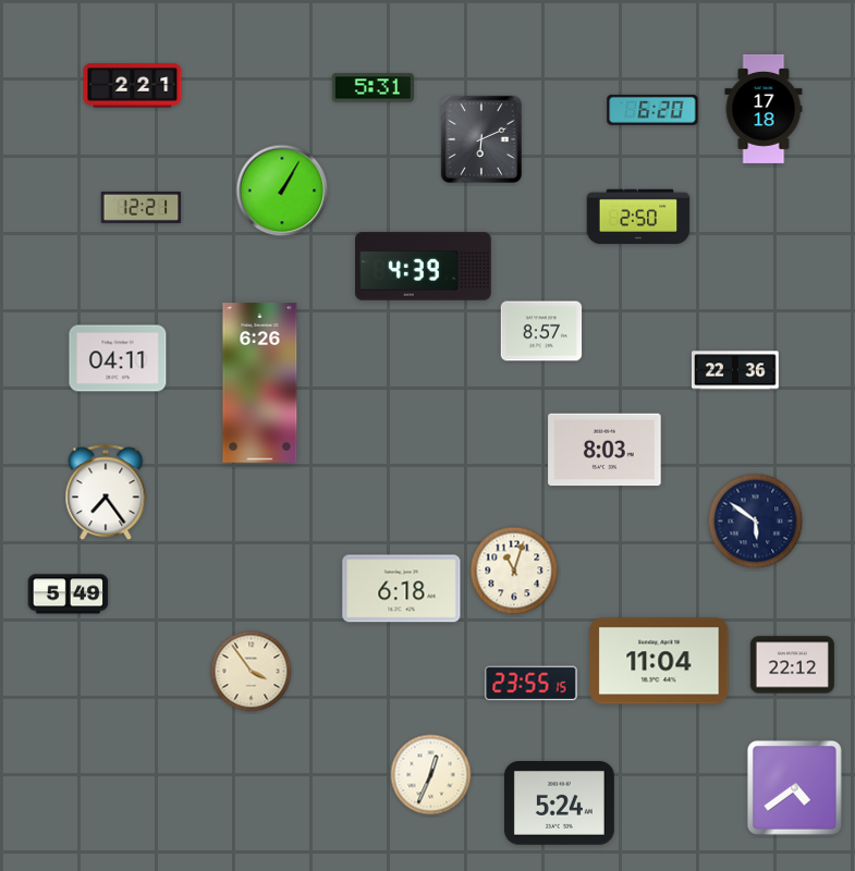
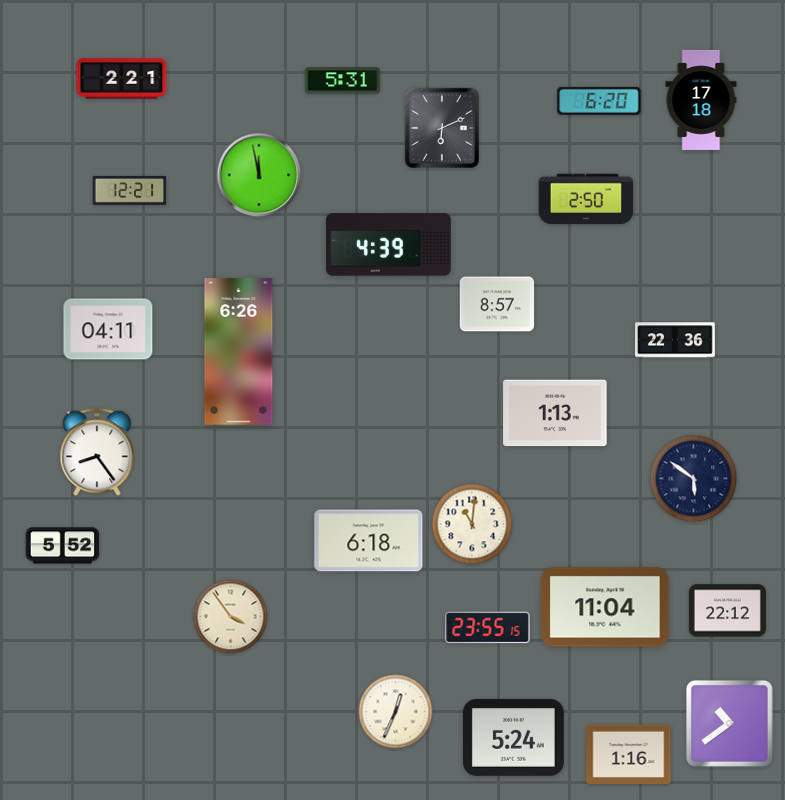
clock at (282, 191): 1:05 -> 11:58
clock at (604, 450): 8:03 -> 1:13
clock at (106, 493): 7:24 -> 8:24
clock at (514, 571): 11:03 -> 11:01
clock at (69, 594): 5:49 -> 5:52
clock at (794, 787): 4:39 -> 10:39
clock at (629, 754): none -> 1:16
